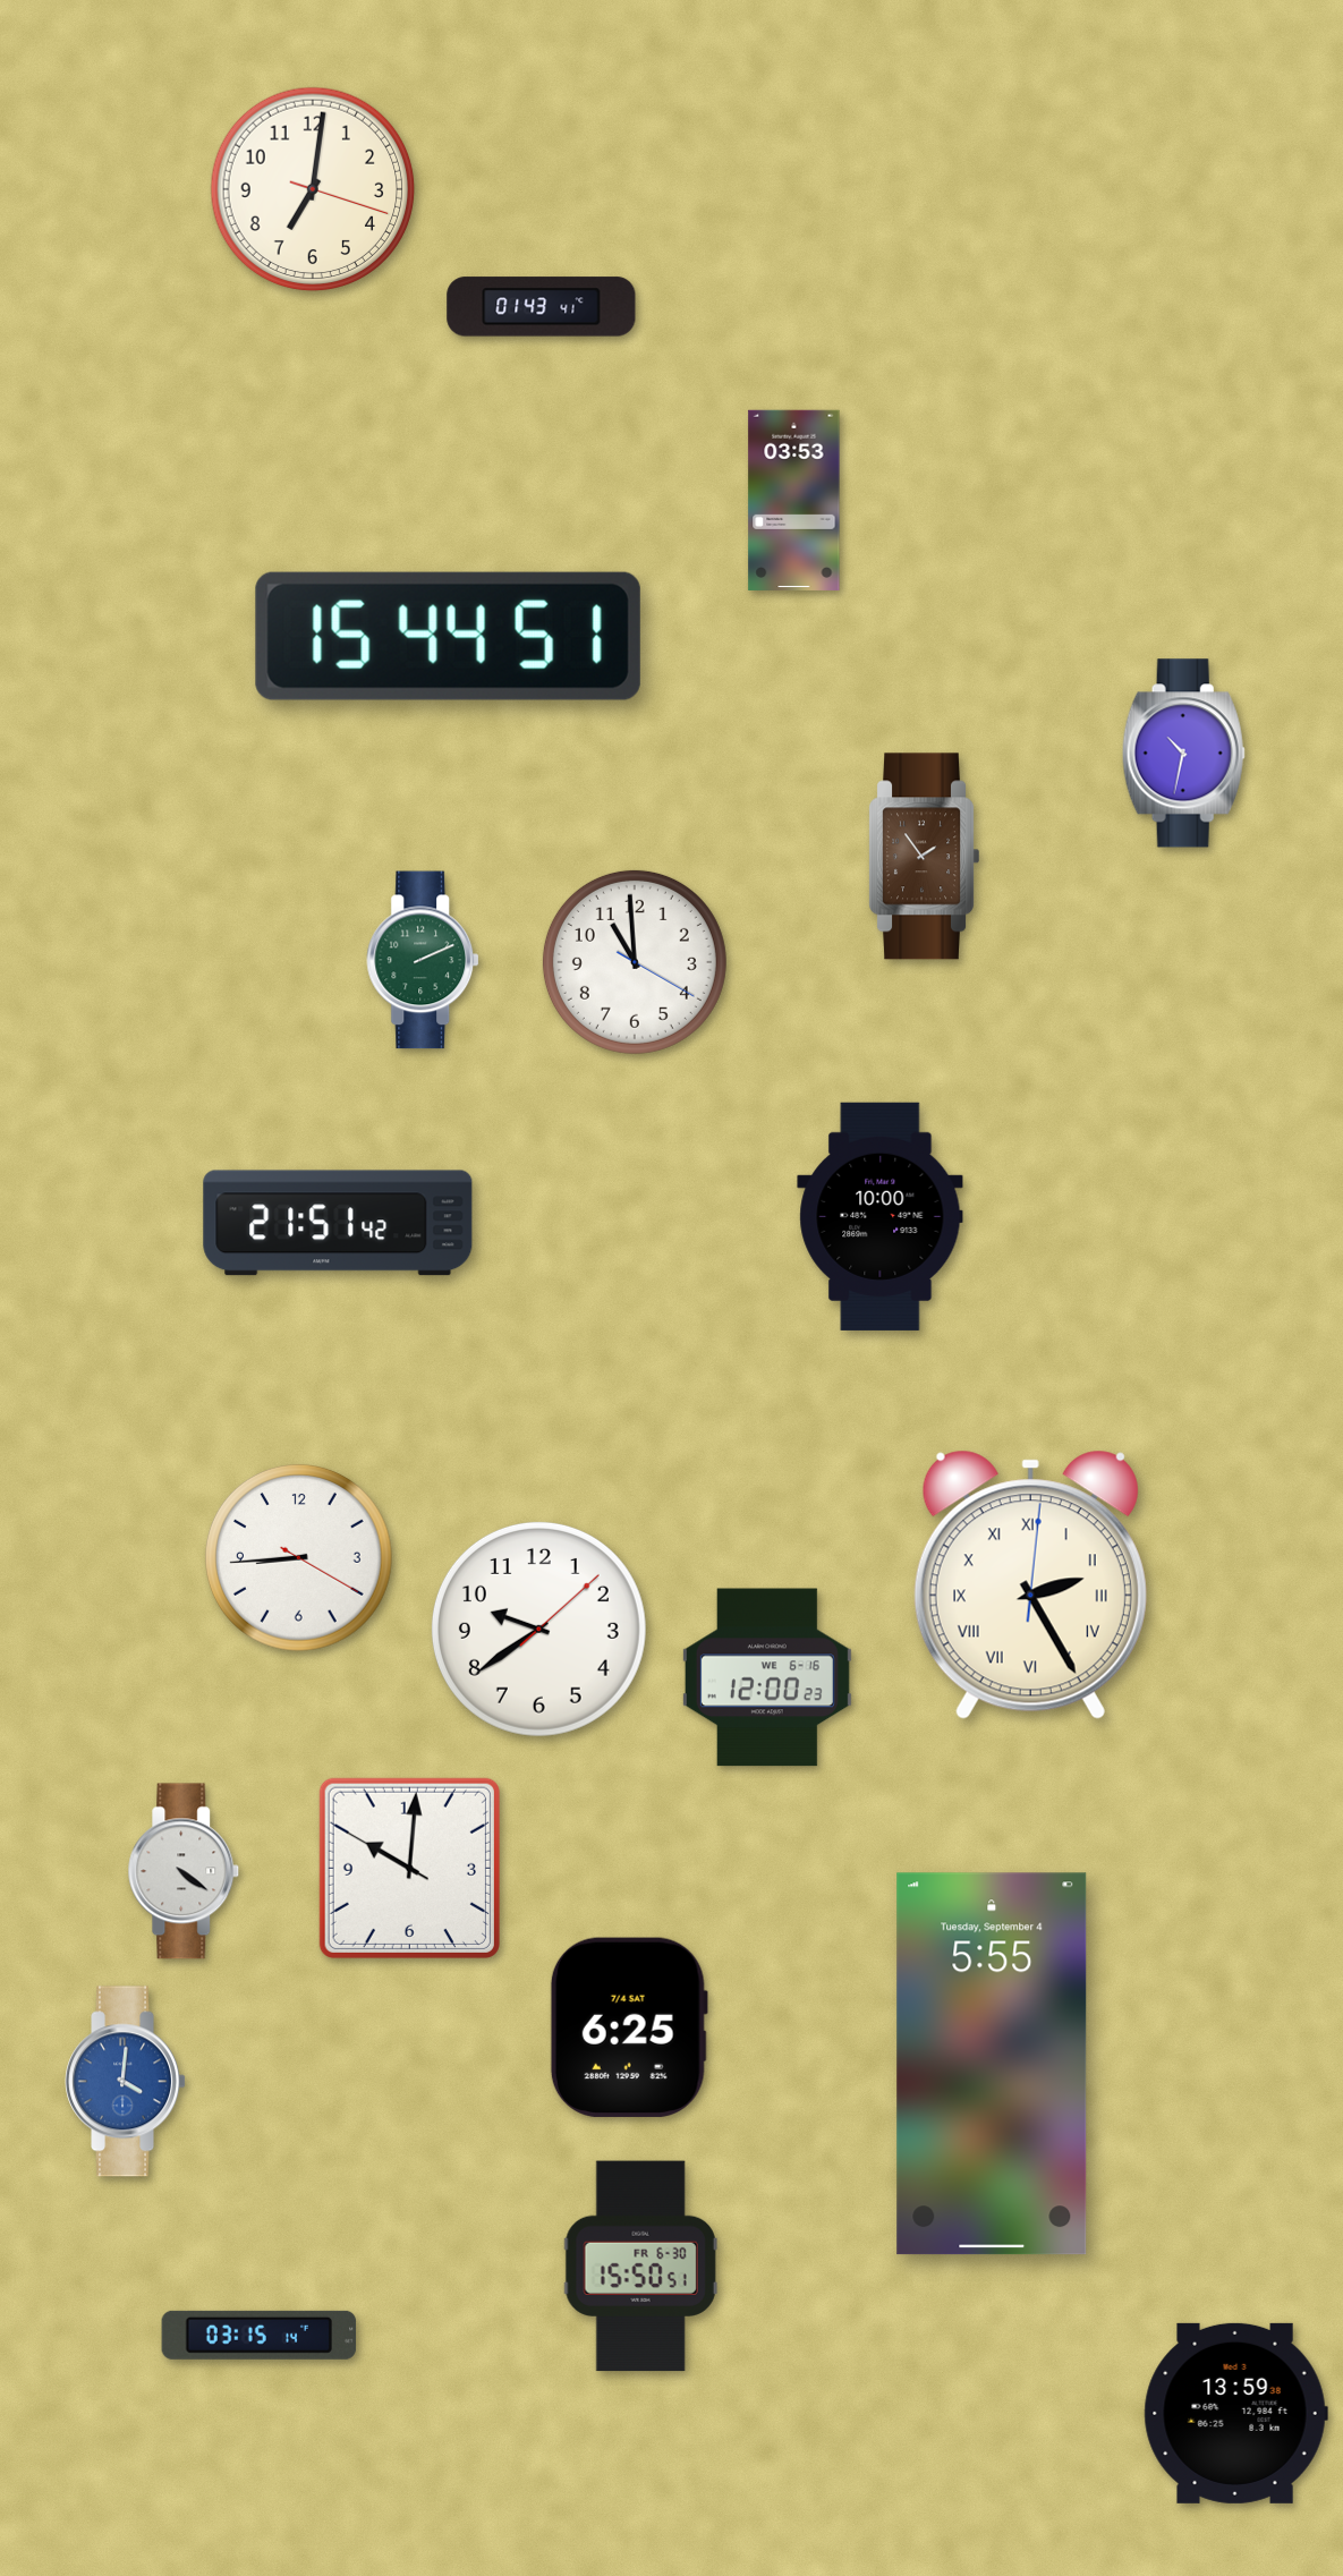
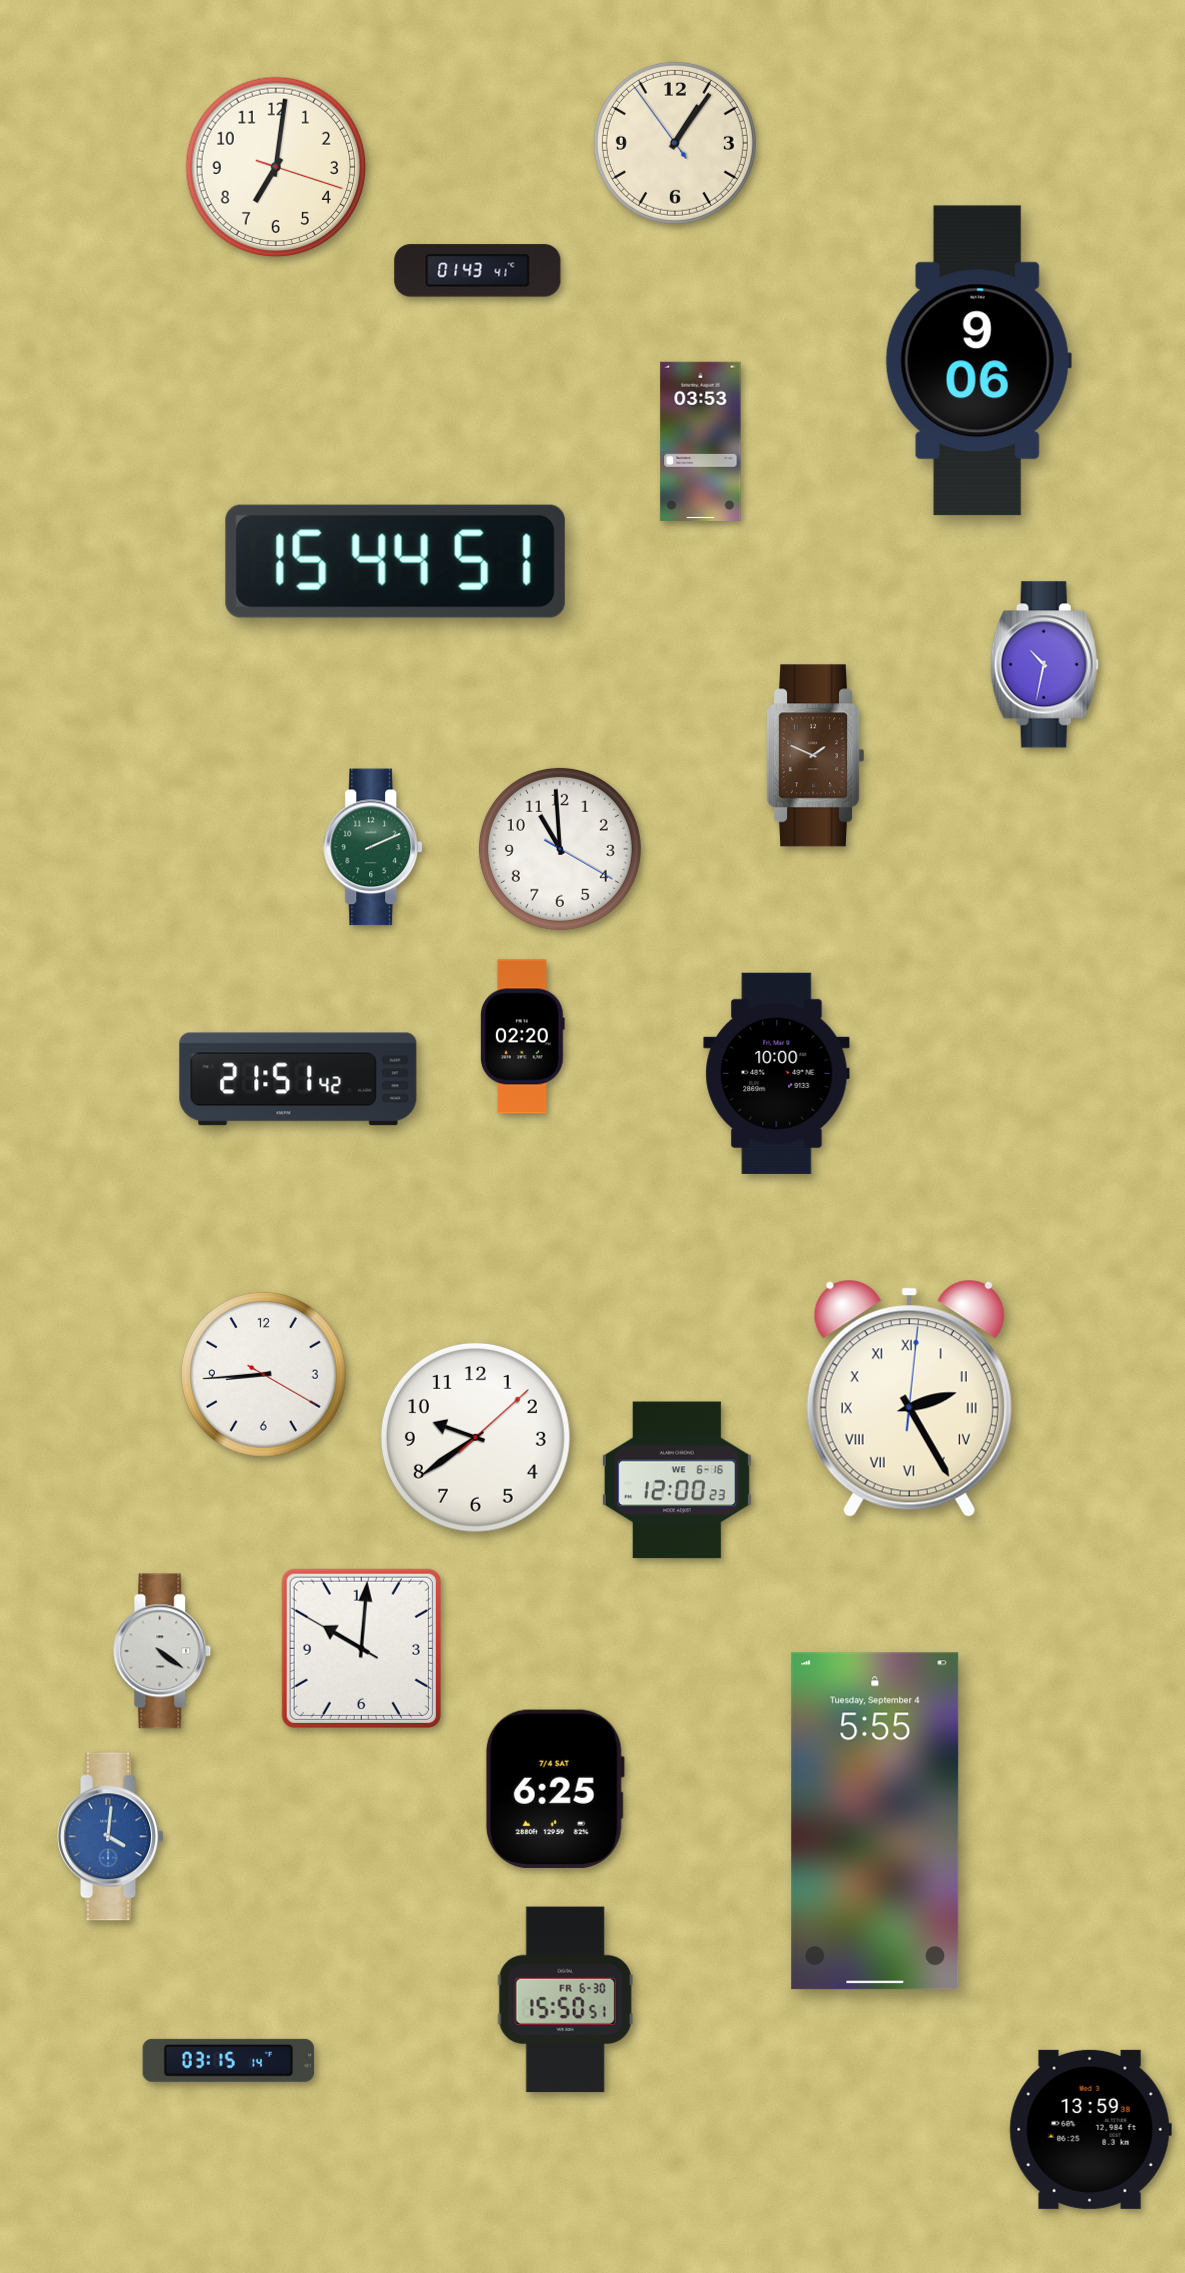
clock at (675, 143): none -> 1:05
clock at (978, 361): none -> 9:06
clock at (924, 857): 1:54 -> 1:49
clock at (523, 1037): none -> 02:20
